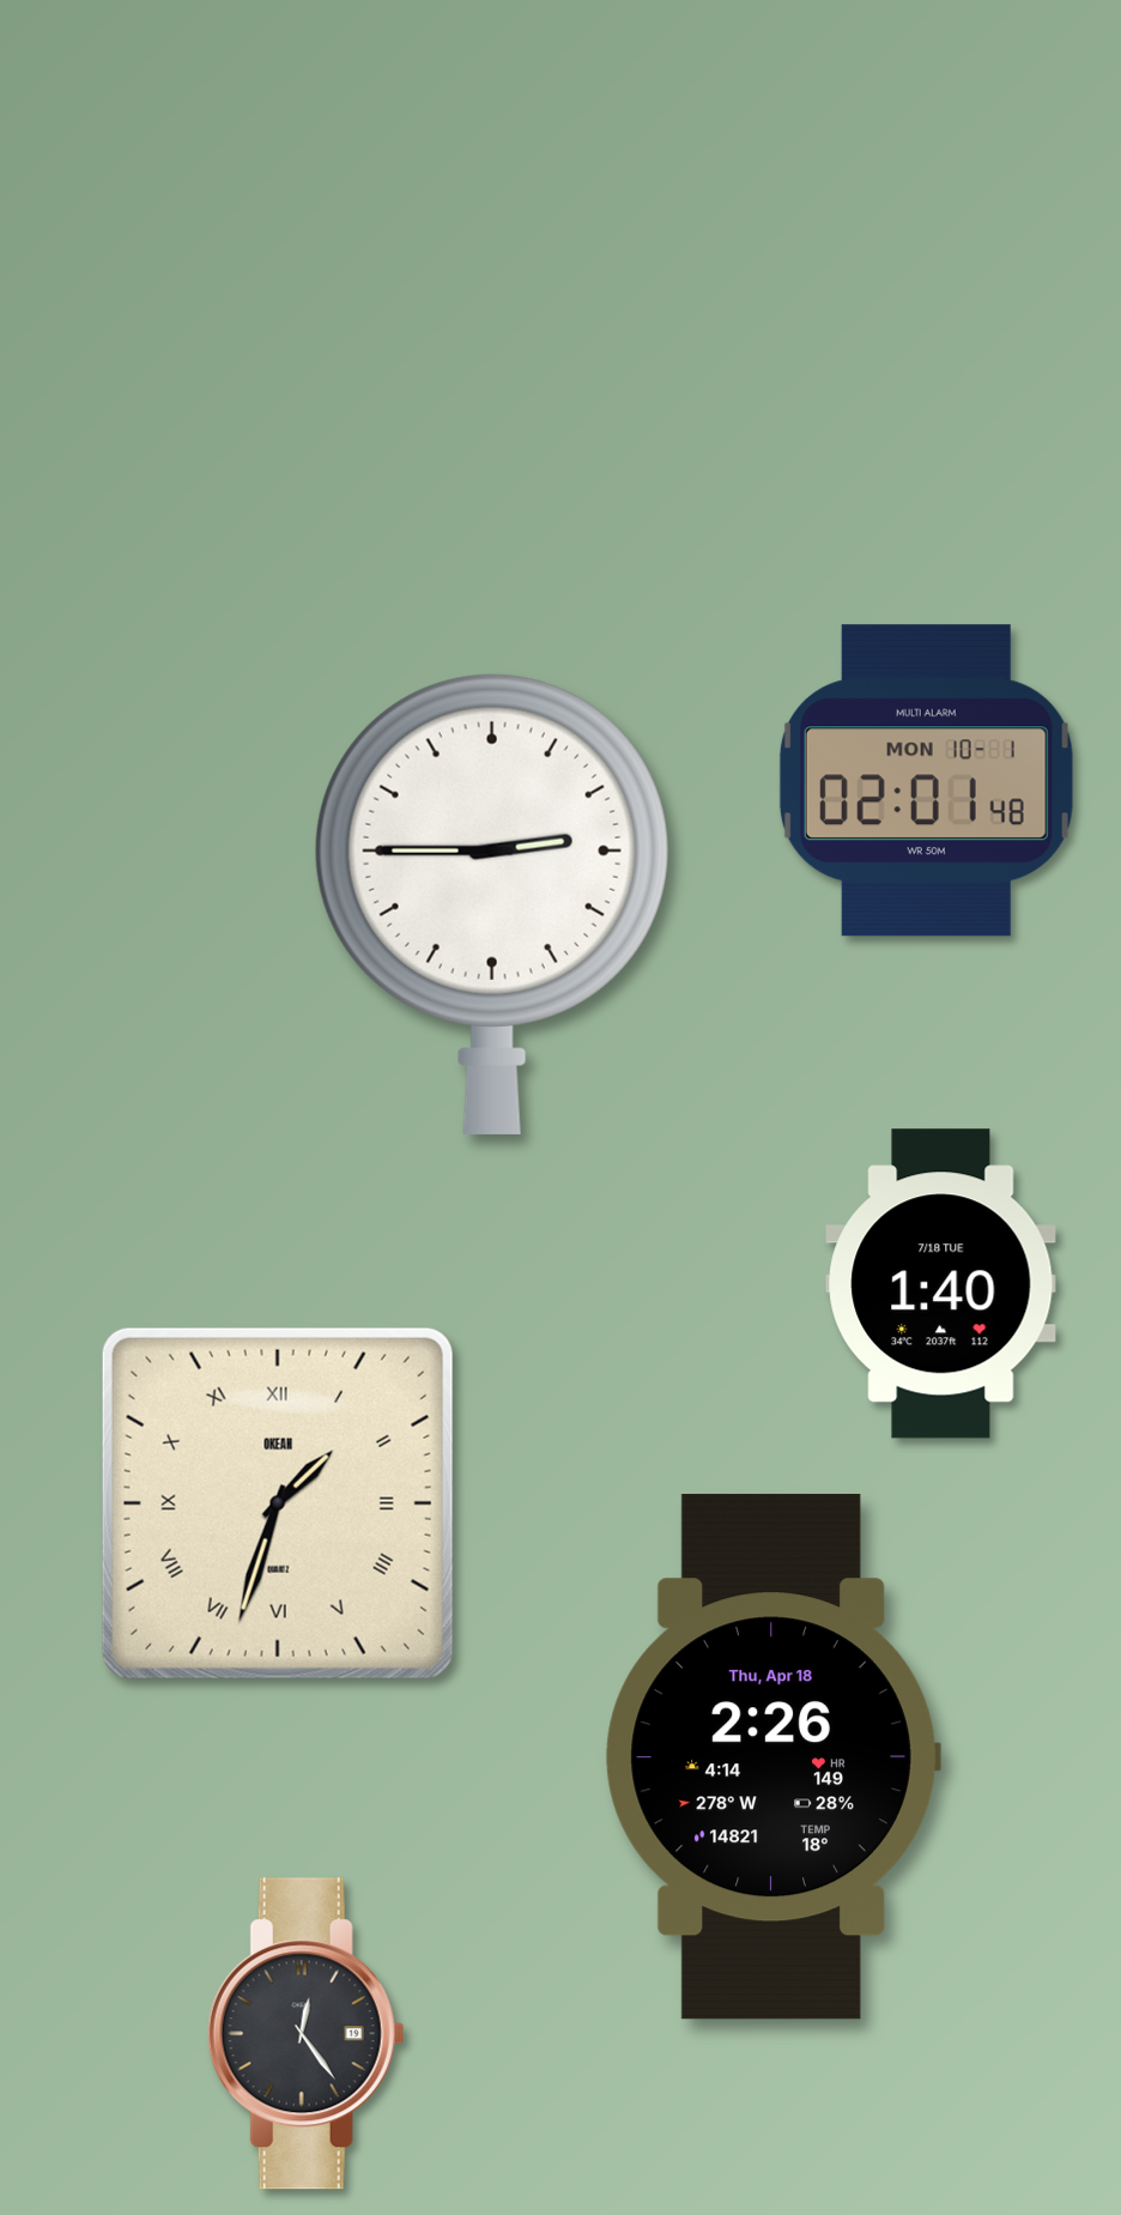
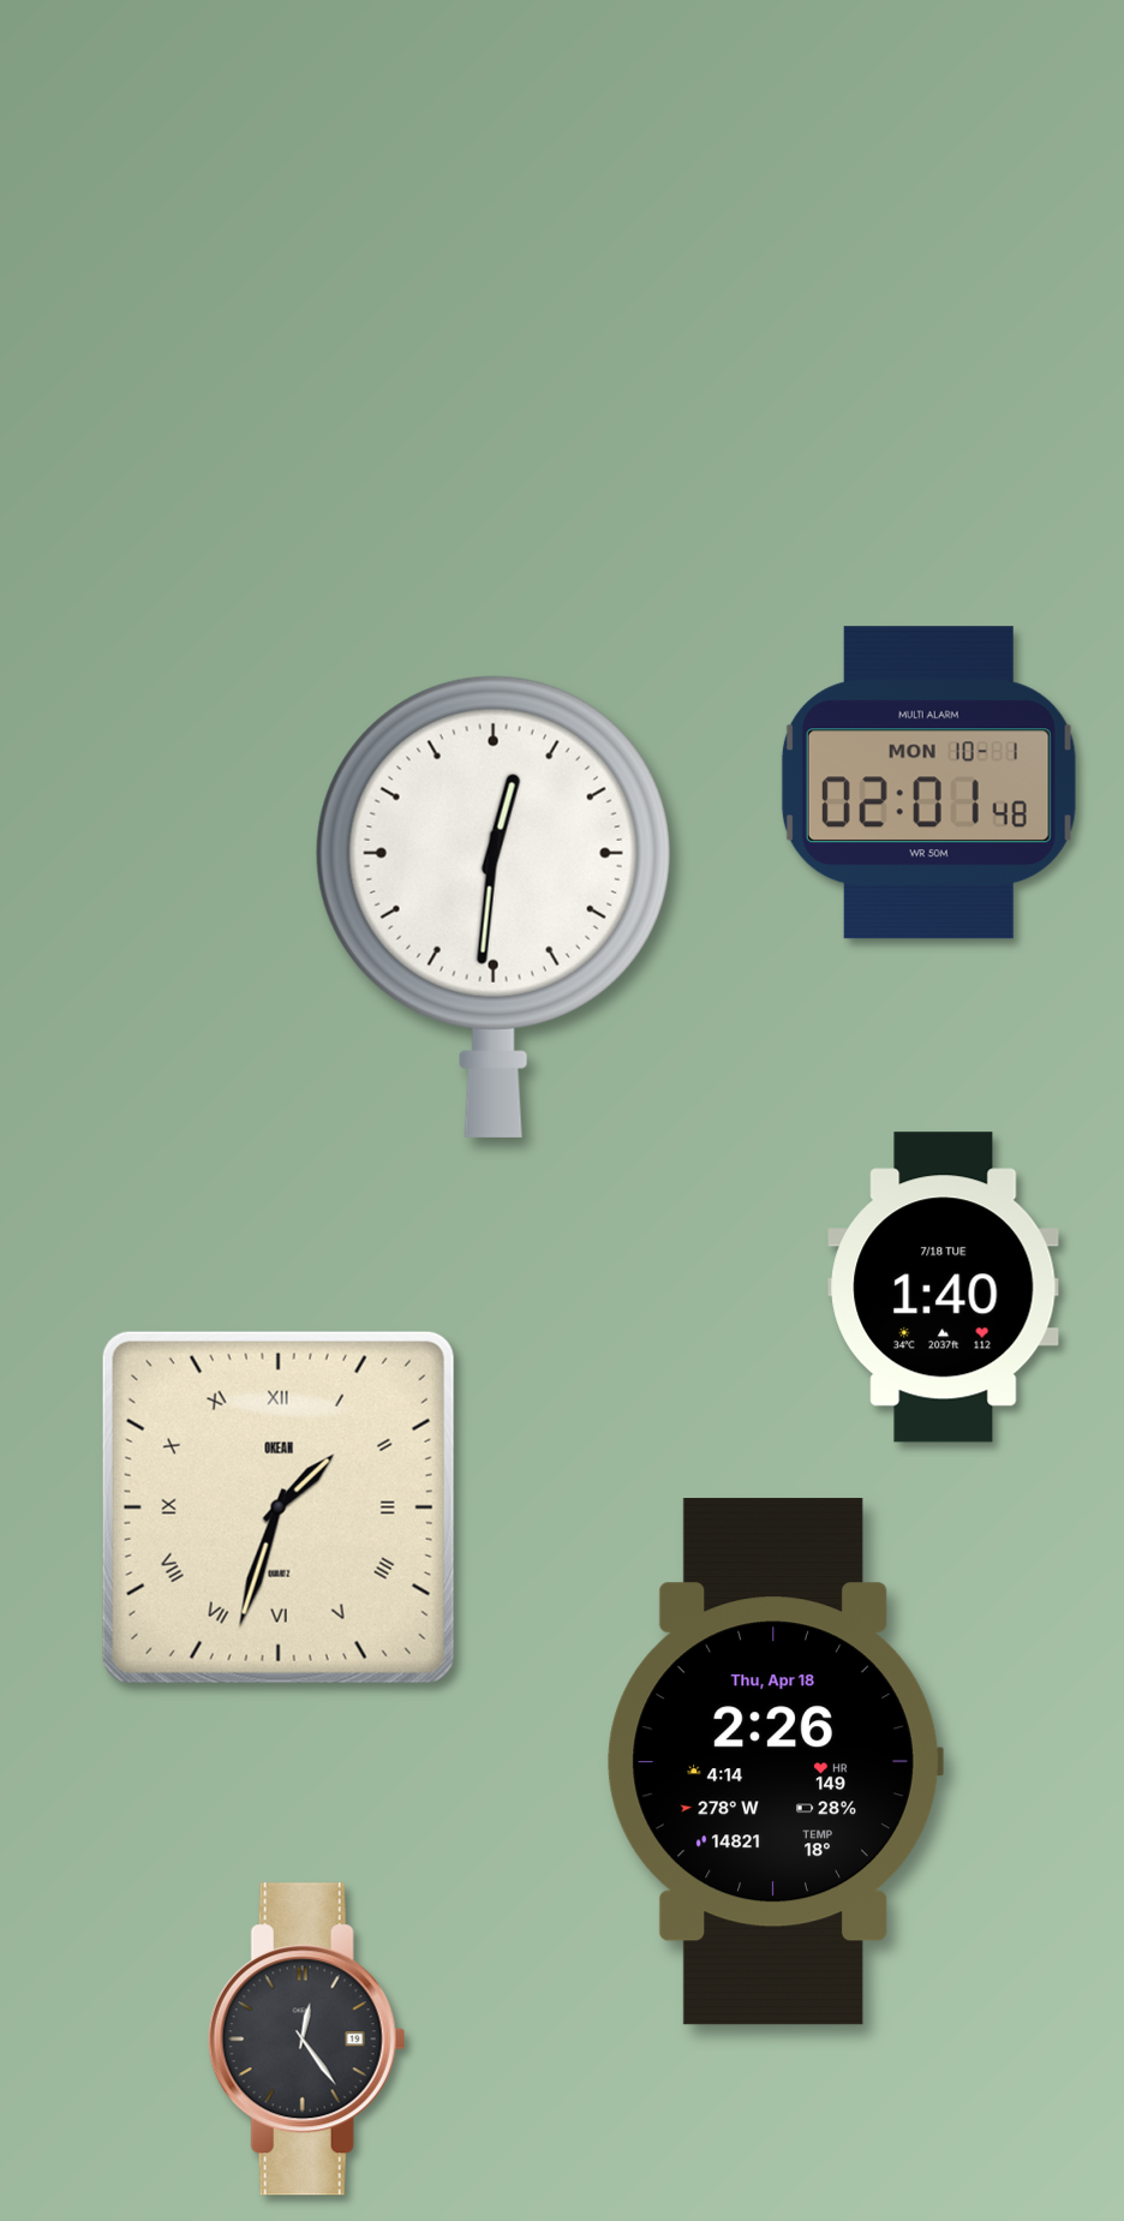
clock at (492, 903): 2:45 -> 12:31
